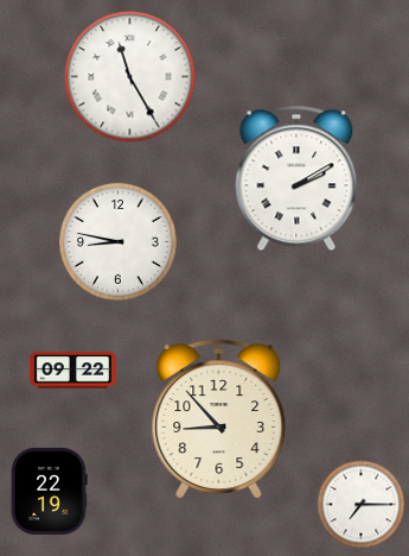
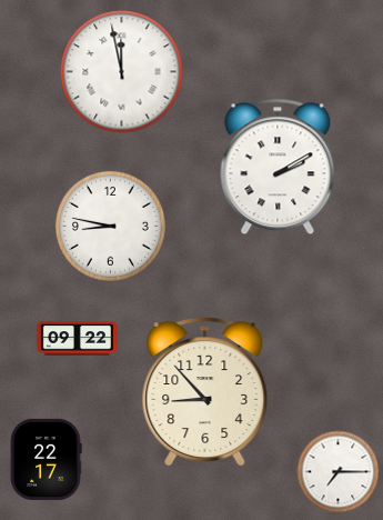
clock at (130, 77): 11:25 -> 11:58
clock at (72, 371) position: (72, 371) -> (77, 339)
clock at (49, 491): 22:19 -> 22:17
